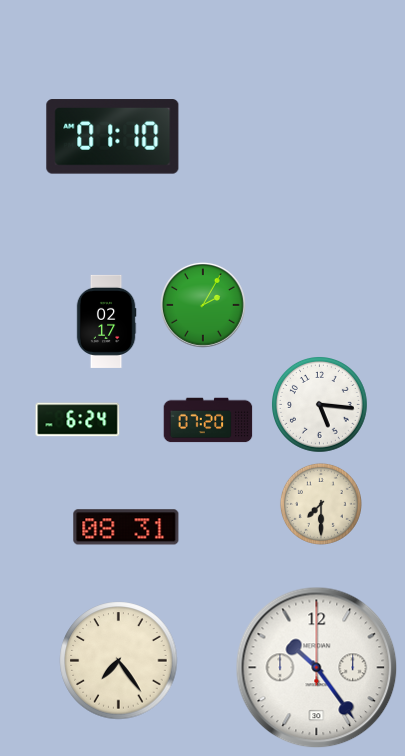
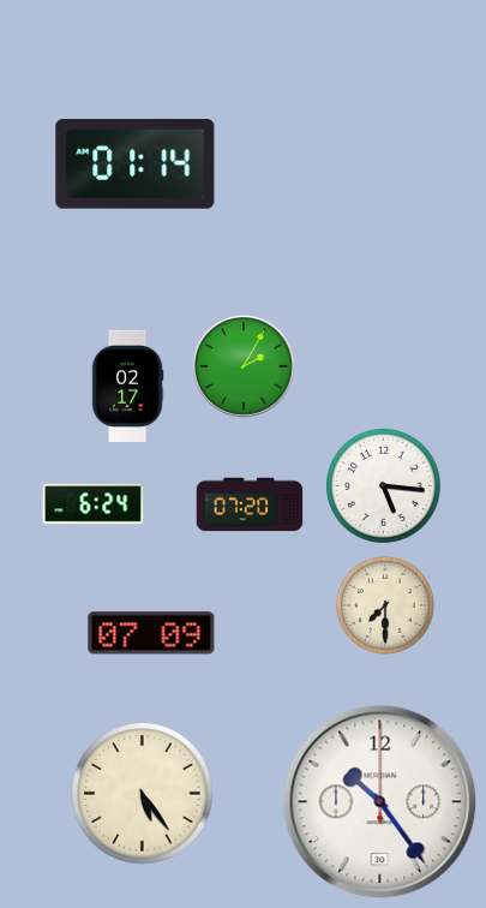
clock at (113, 137): 01:10 -> 01:14
clock at (126, 527): 08:31 -> 07:09
clock at (119, 661): 7:24 -> 5:24
